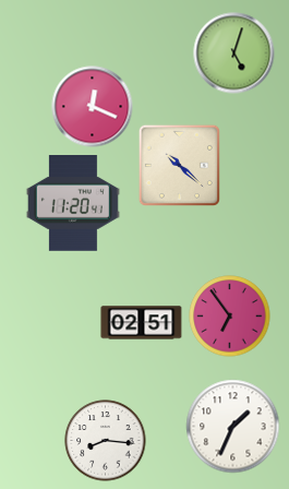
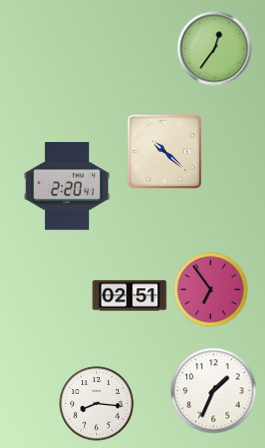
clock at (234, 53): 5:03 -> 12:36
clock at (93, 107): 12:19 -> none
clock at (73, 204): 11:20 -> 2:20
